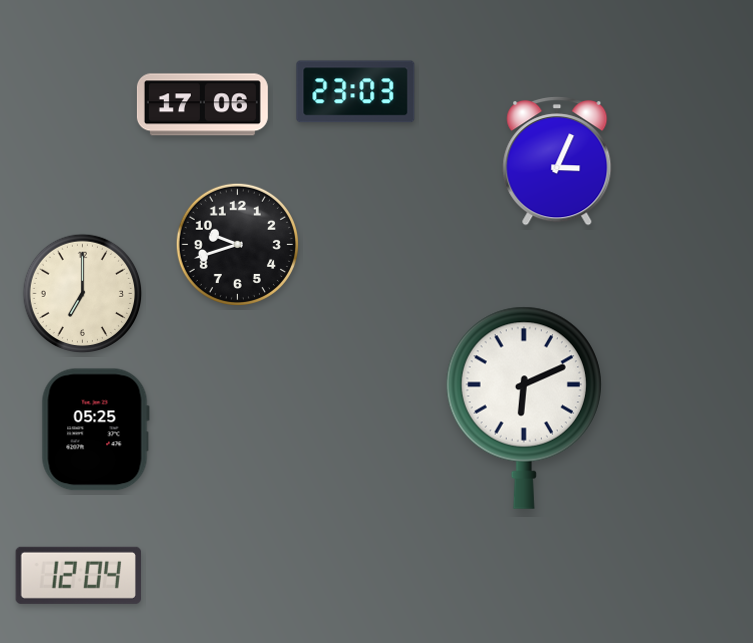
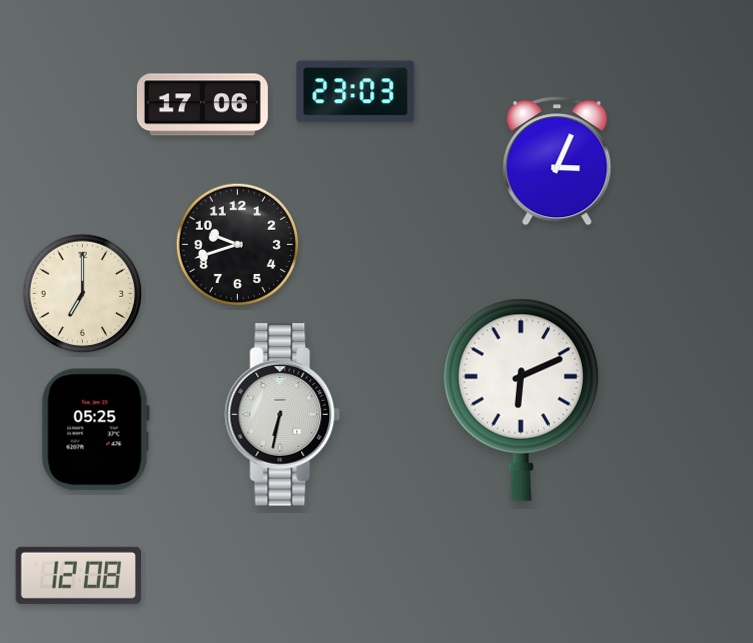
clock at (524, 408) position: (524, 408) -> (521, 400)
clock at (283, 415): none -> 6:32
clock at (78, 575): 12:04 -> 12:08
